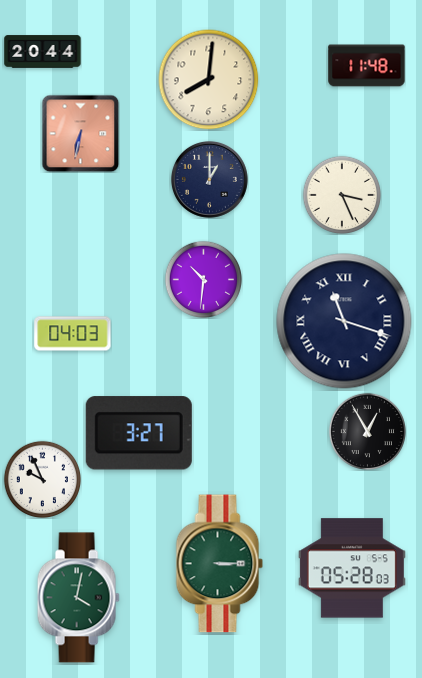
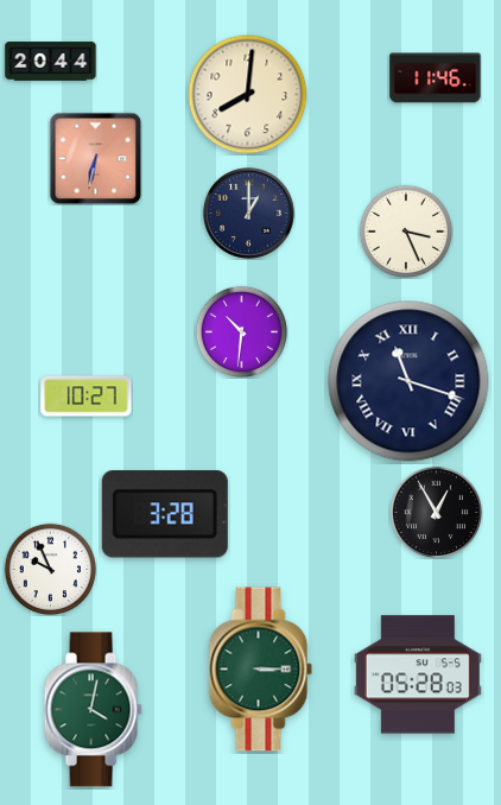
clock at (367, 66): 11:48 -> 11:46
clock at (73, 334): 04:03 -> 10:27
clock at (139, 433): 3:27 -> 3:28
